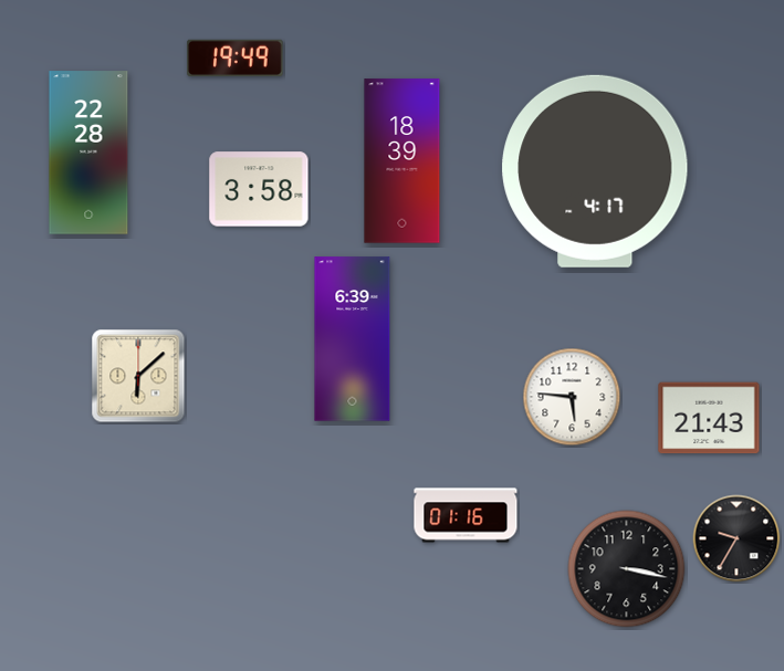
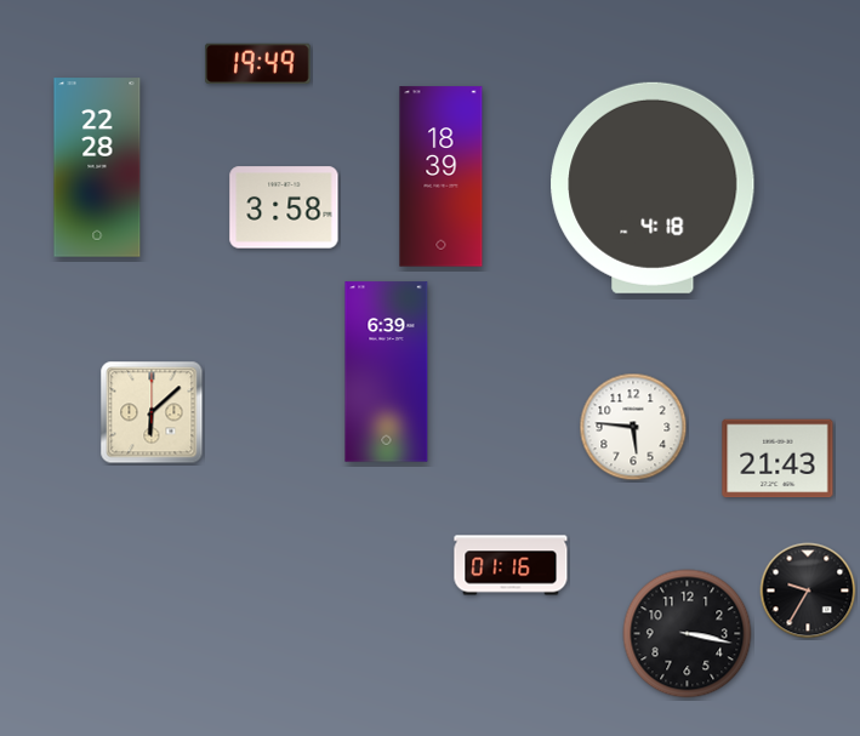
clock at (595, 171): 4:17 -> 4:18
clock at (572, 397) position: (572, 397) -> (633, 427)
clock at (627, 569) position: (627, 569) -> (688, 634)
